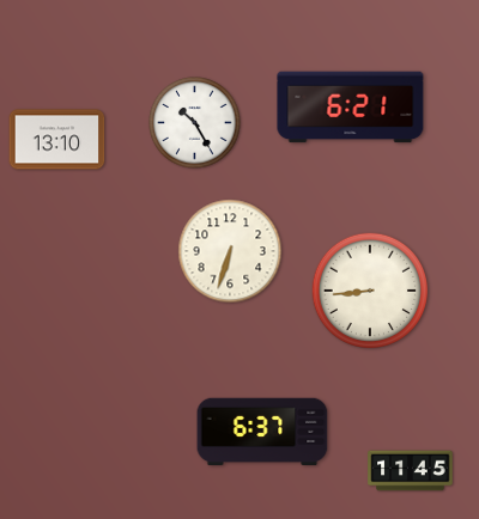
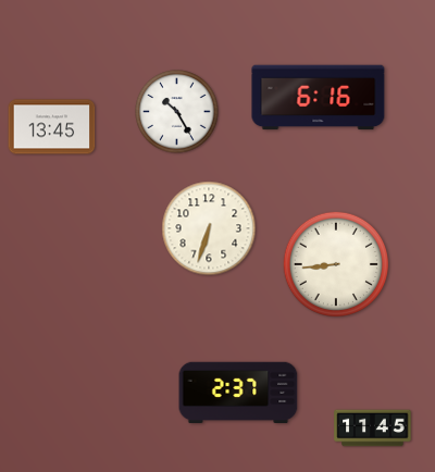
clock at (351, 108): 6:21 -> 6:16
clock at (57, 140): 13:10 -> 13:45
clock at (262, 432): 6:37 -> 2:37
